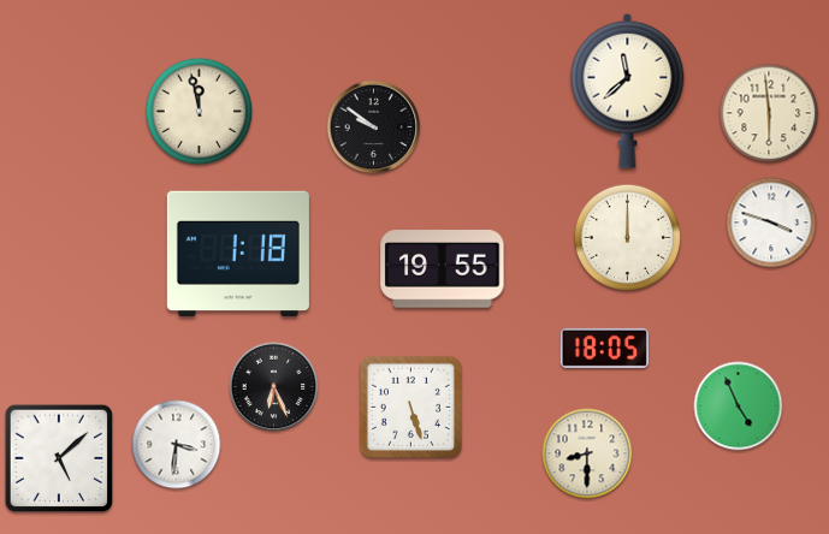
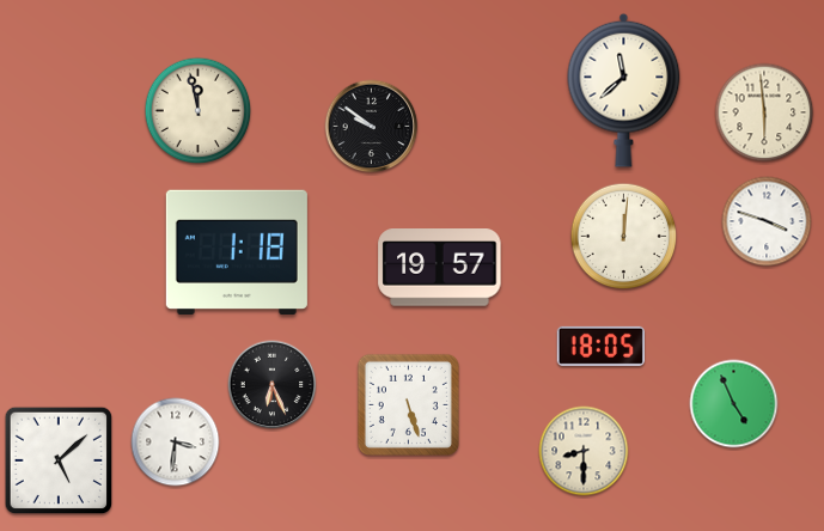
clock at (628, 238): 12:00 -> 12:01
clock at (443, 269): 19:55 -> 19:57
clock at (59, 458) position: (59, 458) -> (59, 460)
